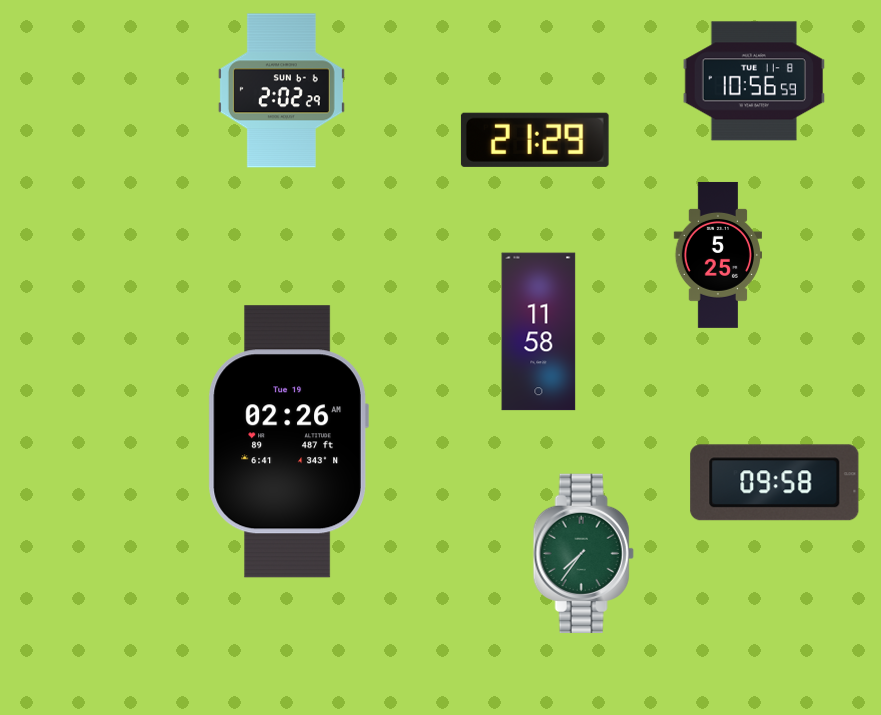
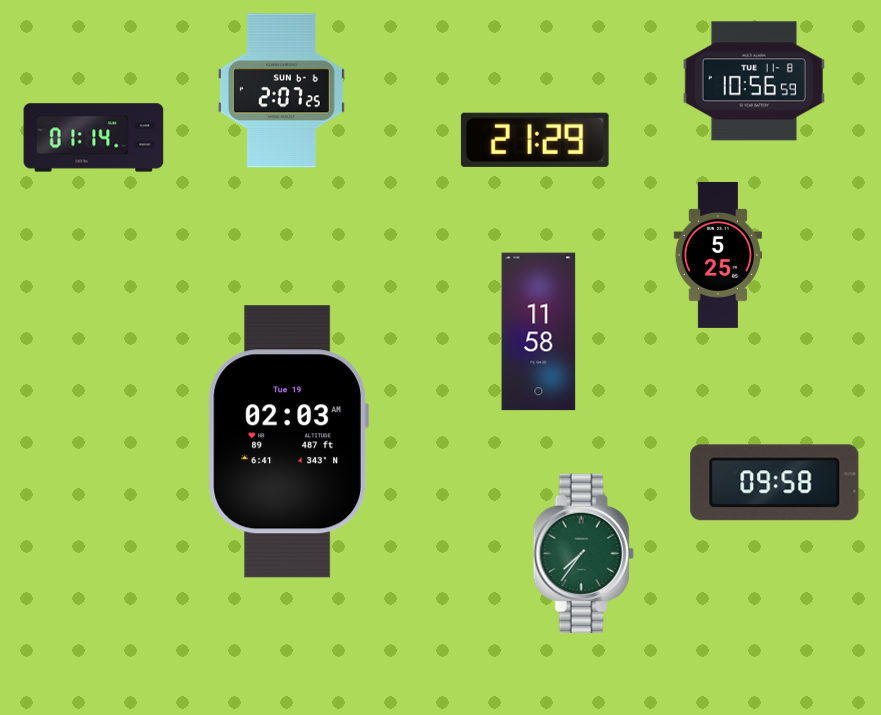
clock at (281, 91): 2:02 -> 2:07
clock at (94, 138): none -> 01:14
clock at (288, 442): 02:26 -> 02:03
